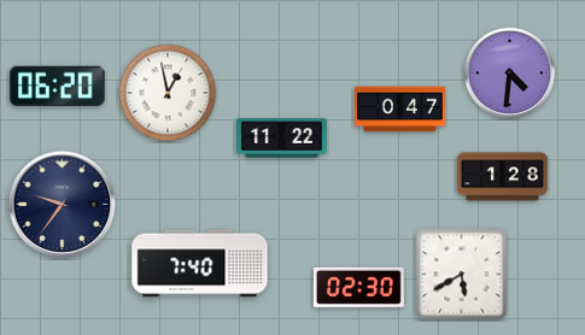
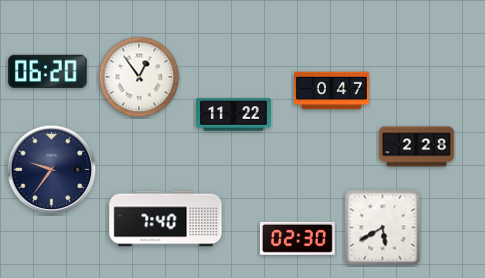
clock at (510, 74): 4:31 -> none
clock at (168, 93): 12:58 -> 12:54
clock at (502, 177): 1:28 -> 2:28
